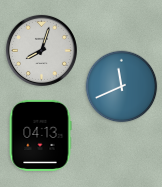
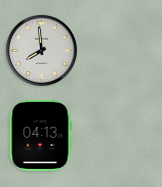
clock at (41, 50): 8:03 -> 7:59
clock at (122, 87): 11:41 -> none
